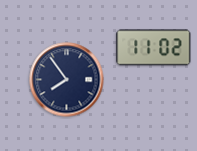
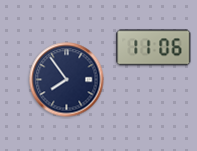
clock at (154, 48): 11:02 -> 11:06
